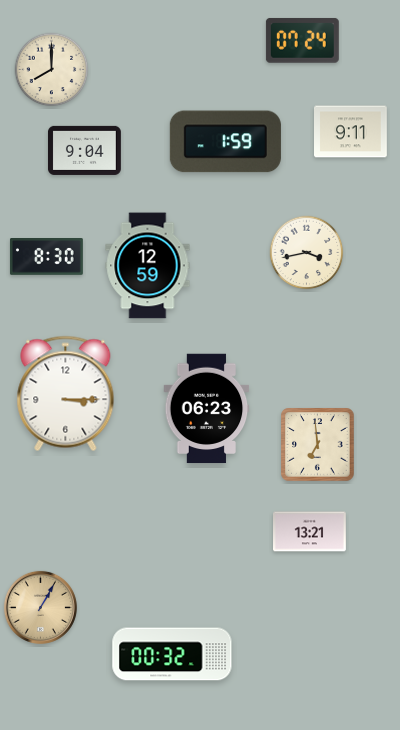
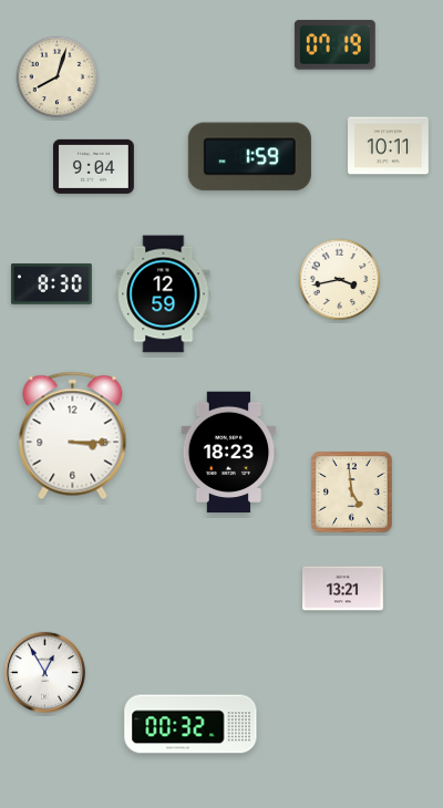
clock at (302, 40): 07:24 -> 07:19
clock at (52, 70): 8:00 -> 8:03
clock at (351, 132): 9:11 -> 10:11
clock at (207, 409): 06:23 -> 18:23
clock at (318, 445): 6:59 -> 4:59
clock at (40, 607): 1:05 -> 12:55
clock at (40, 607) dial: champagne -> white
